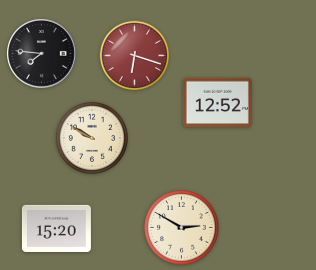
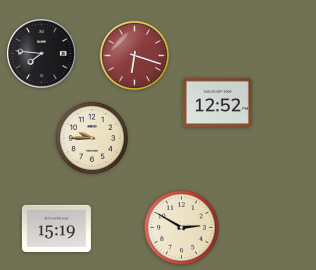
clock at (92, 138): 9:50 -> 9:45
clock at (56, 228): 15:20 -> 15:19
